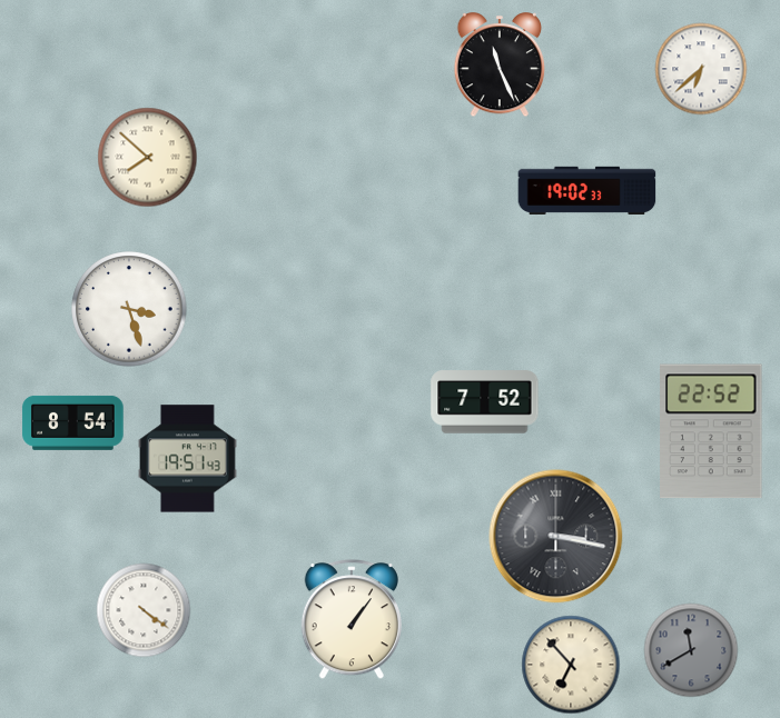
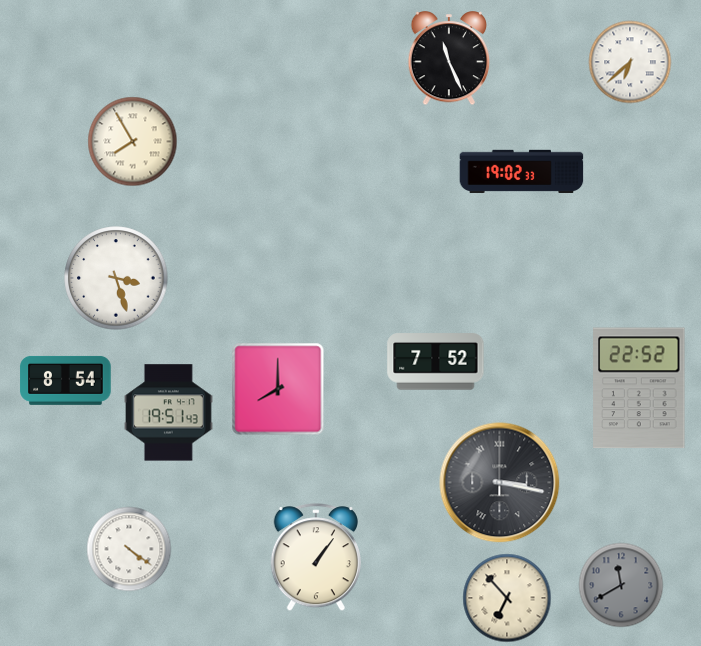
clock at (147, 157): 7:52 -> 7:55
clock at (588, 190) position: (588, 190) -> (522, 171)
clock at (278, 389): none -> 8:00
clock at (571, 665) position: (571, 665) -> (507, 598)
